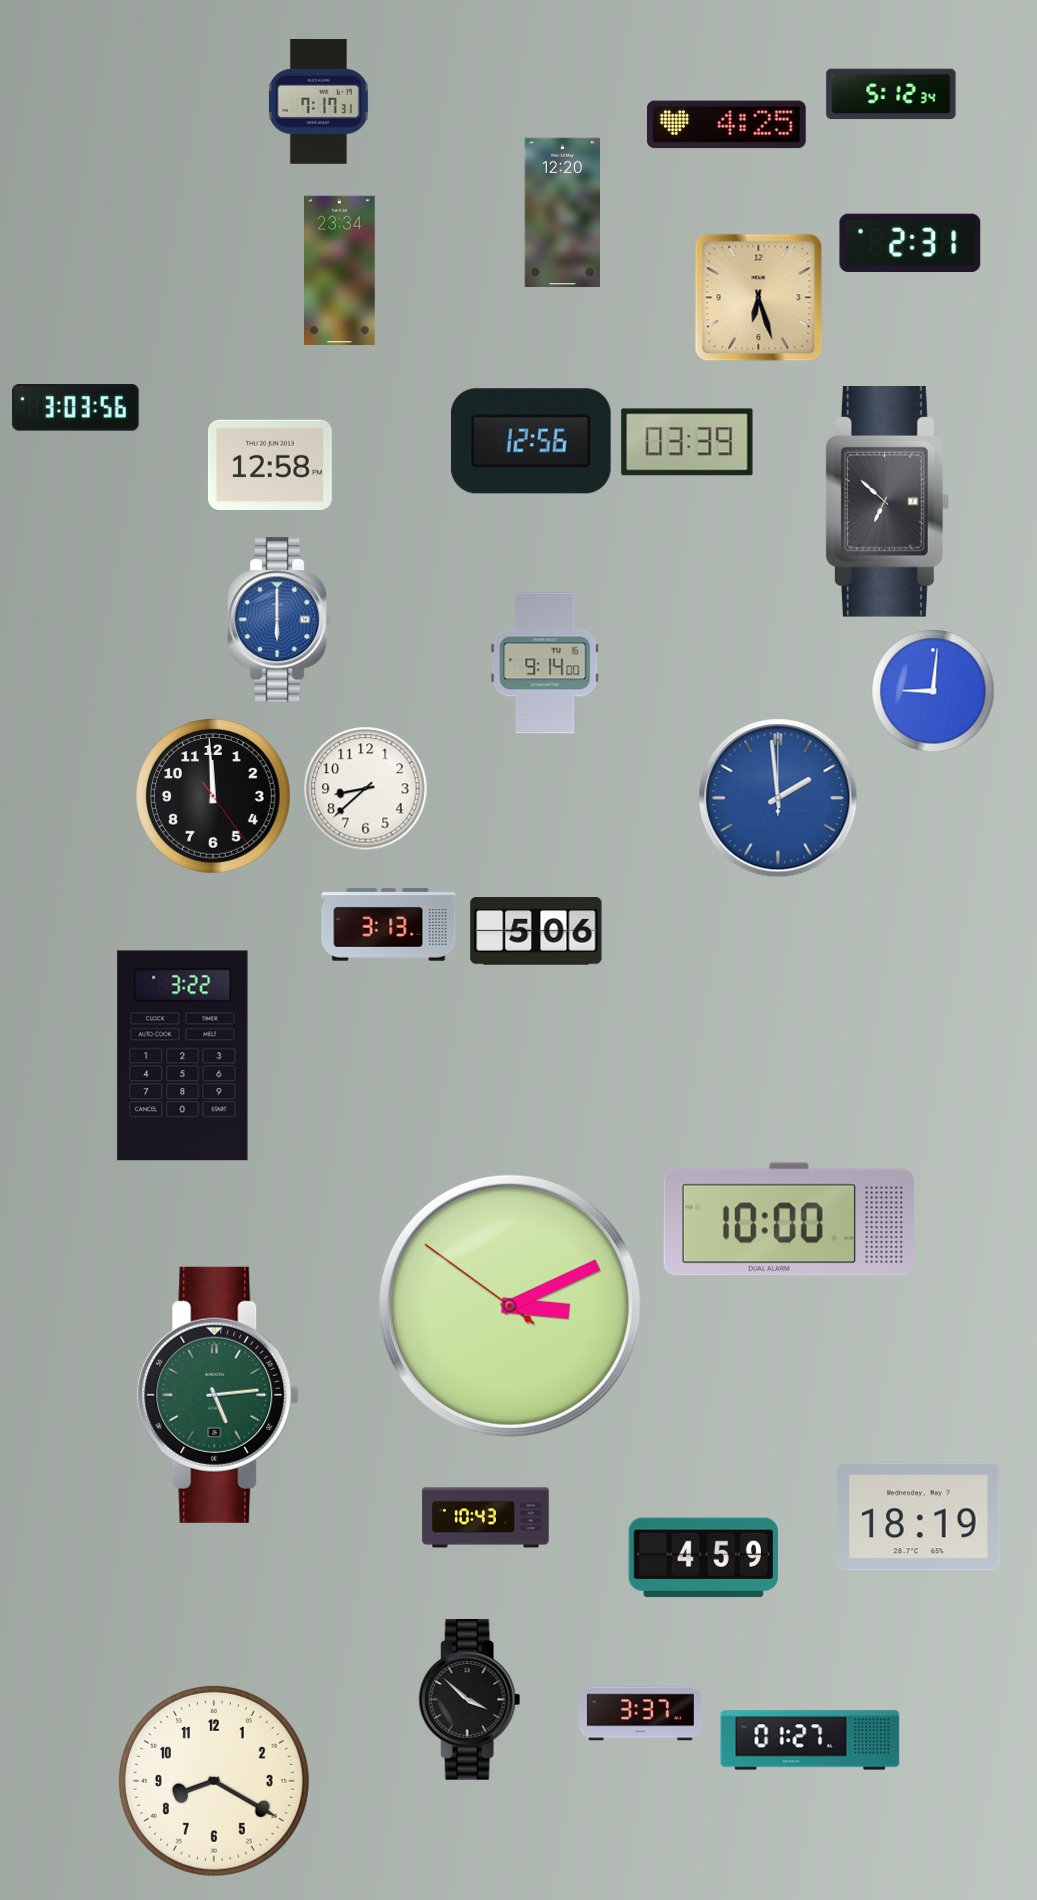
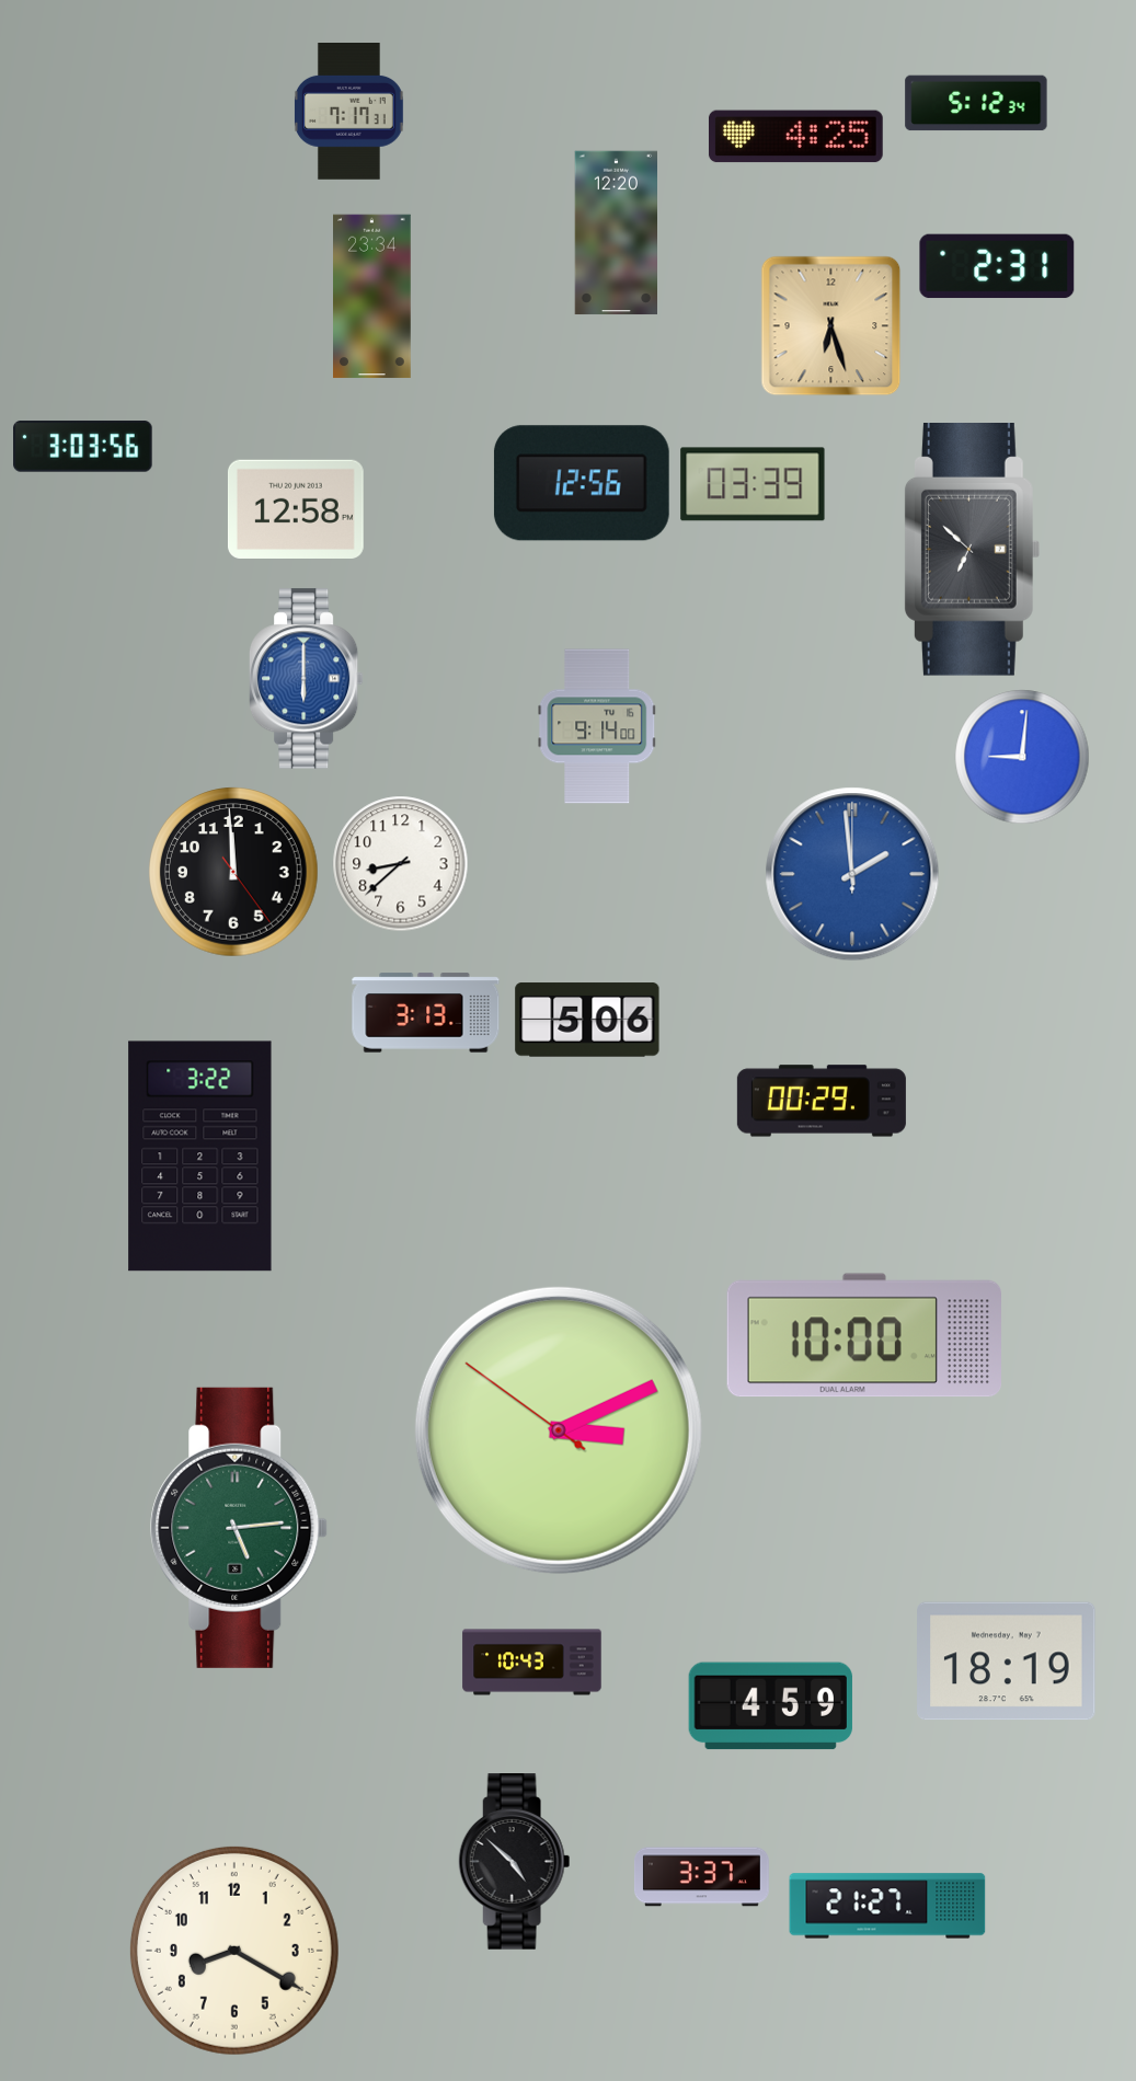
clock at (822, 1101): none -> 00:29
clock at (470, 1700): 3:52 -> 4:52
clock at (810, 1740): 01:27 -> 21:27
